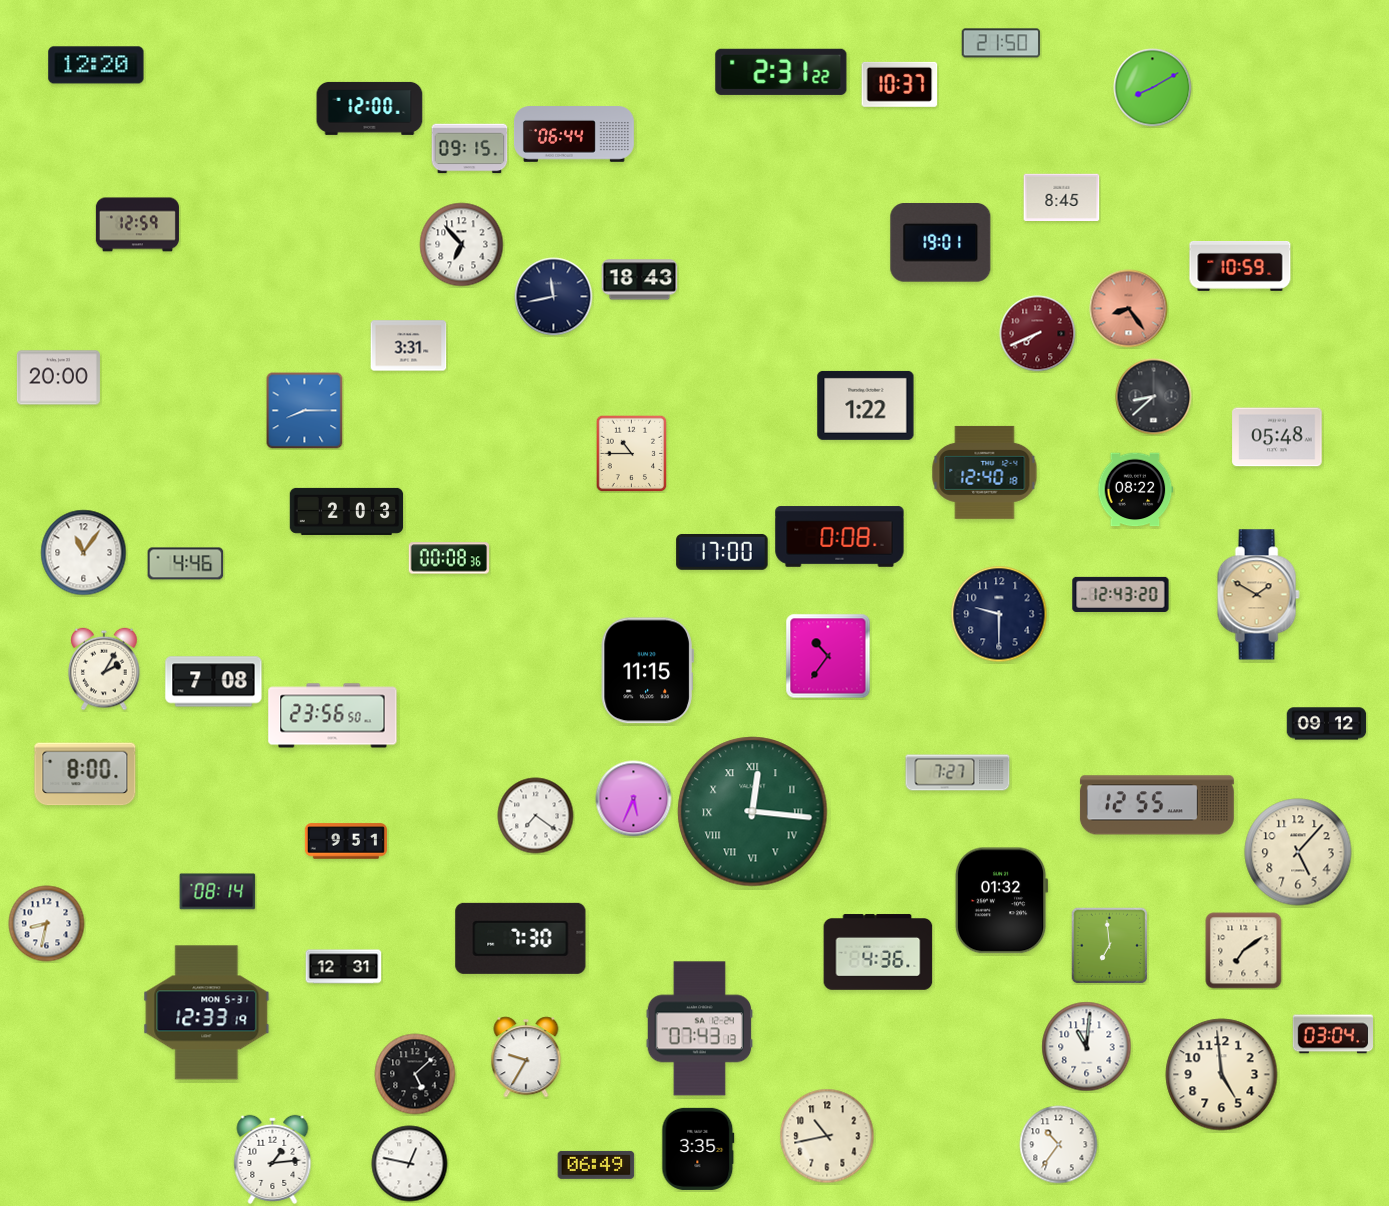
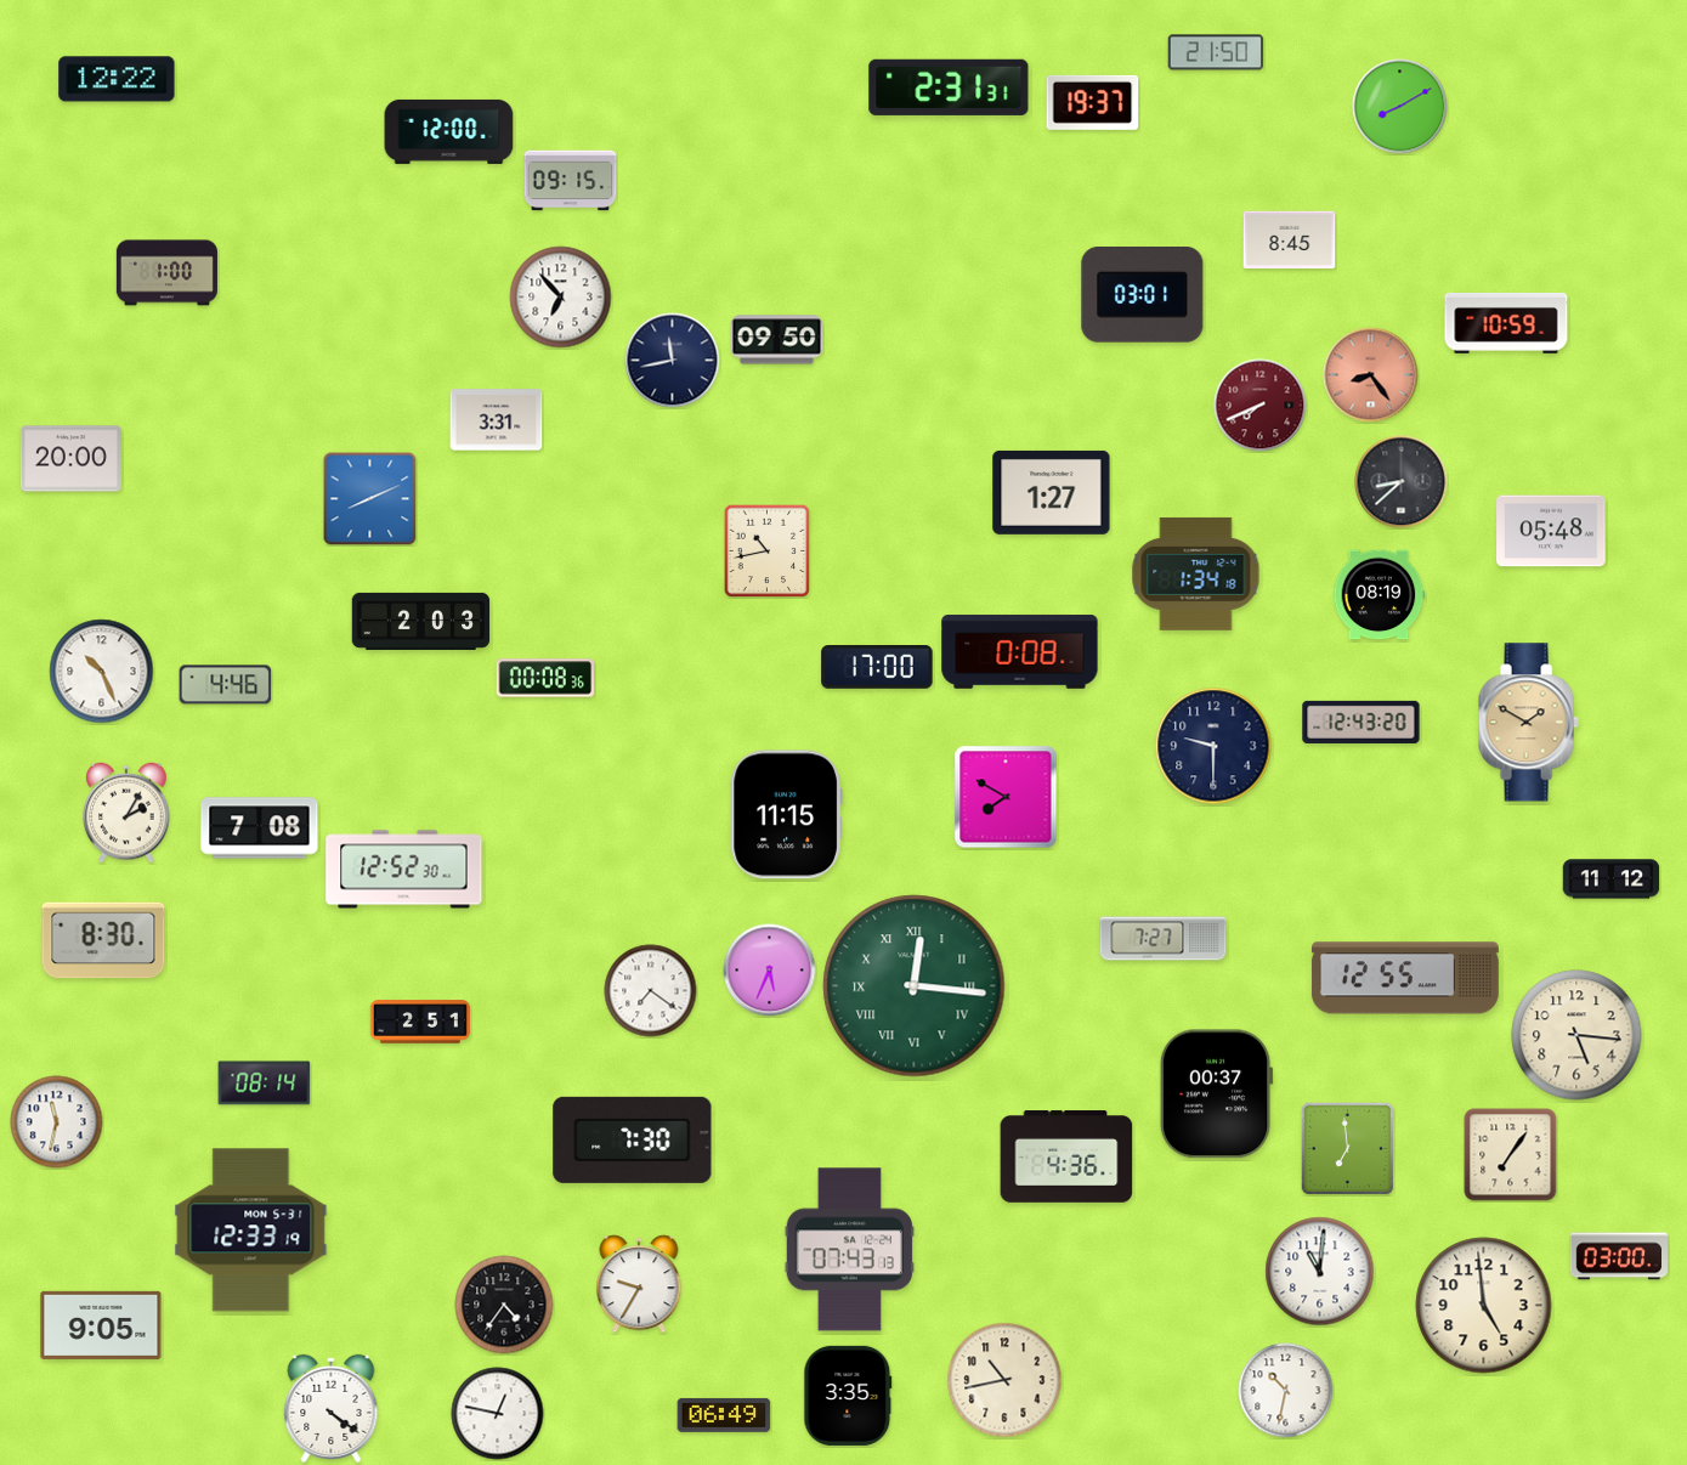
clock at (96, 65): 12:20 -> 12:22
clock at (781, 72): 2:31:22 -> 2:31:31
clock at (900, 84): 10:37 -> 19:37
clock at (575, 134): 06:44 -> none
clock at (137, 225): 12:59 -> 1:00
clock at (941, 243): 19:01 -> 03:01
clock at (640, 280): 18:43 -> 09:50
clock at (866, 405): 1:22 -> 1:27
clock at (305, 411): 8:15 -> 8:11
clock at (632, 453): 10:45 -> 10:43
clock at (985, 472): 12:40 -> 1:34
clock at (1135, 490): 08:22 -> 08:19
clock at (84, 553): 11:06 -> 10:26
clock at (722, 553) position: (722, 553) -> (877, 668)
clock at (828, 656): 10:36 -> 7:50
clock at (333, 716): 23:56 -> 12:52
clock at (1327, 724): 09:12 -> 11:12
clock at (85, 774): 8:00 -> 8:30
clock at (346, 841): 9:51 -> 2:51
clock at (1298, 852): 5:07 -> 5:16
clock at (1001, 901): 01:32 -> 00:37
clock at (47, 924): 8:32 -> 11:32
clock at (1244, 951): 7:09 -> 7:06
clock at (344, 967): 12:31 -> none
clock at (1333, 1034): 03:04 -> 03:00
clock at (415, 1074): 5:08 -> 4:36
clock at (101, 1325): none -> 9:05
clock at (1059, 1145): 10:36 -> 10:32
clock at (273, 1159): 1:14 -> 4:21
